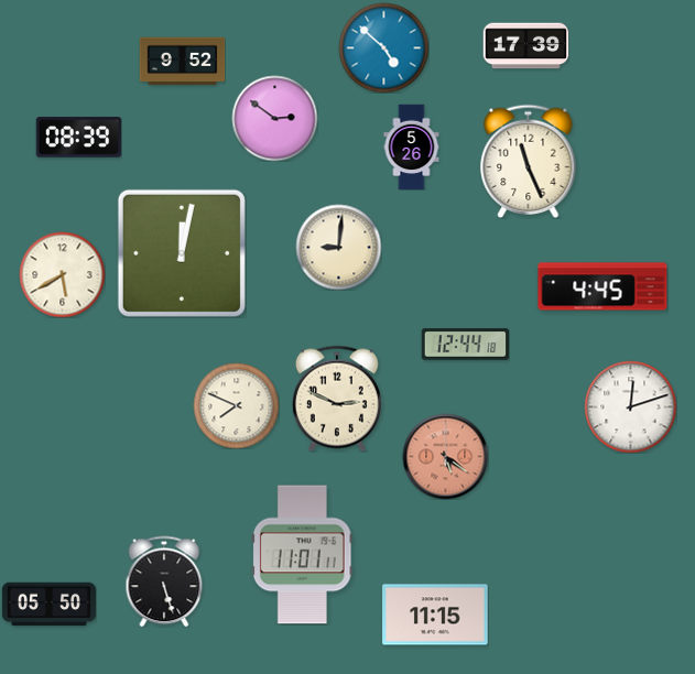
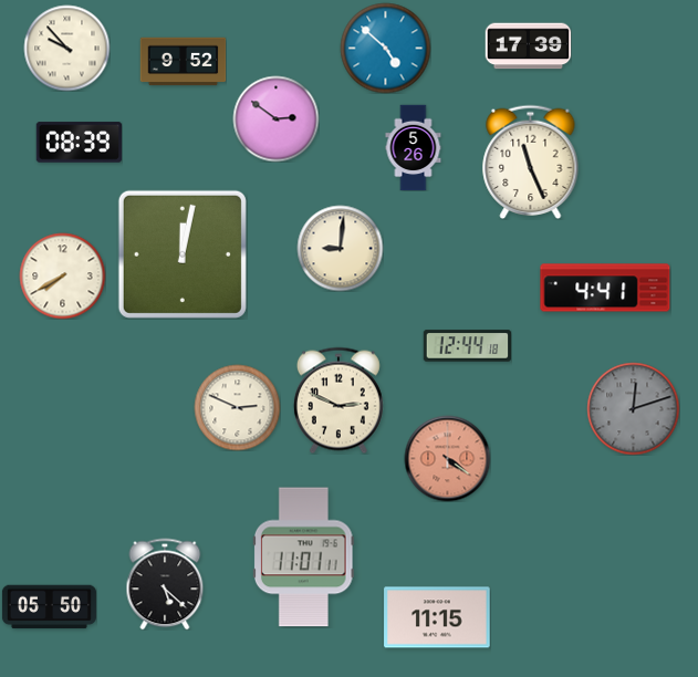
clock at (66, 48): none -> 9:53
clock at (78, 138) position: (78, 138) -> (79, 143)
clock at (62, 274): 5:40 -> 7:40
clock at (602, 286): 4:45 -> 4:41
clock at (236, 405): 7:49 -> 2:49
clock at (630, 406) dial: white -> grey
clock at (445, 456): 5:21 -> 4:21
clock at (164, 581): 5:27 -> 5:22
